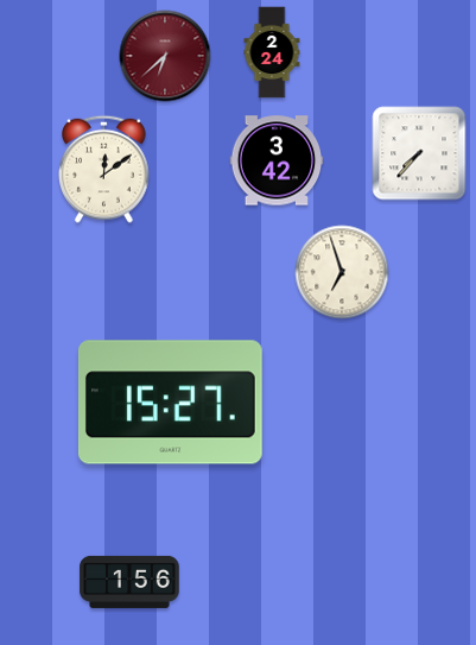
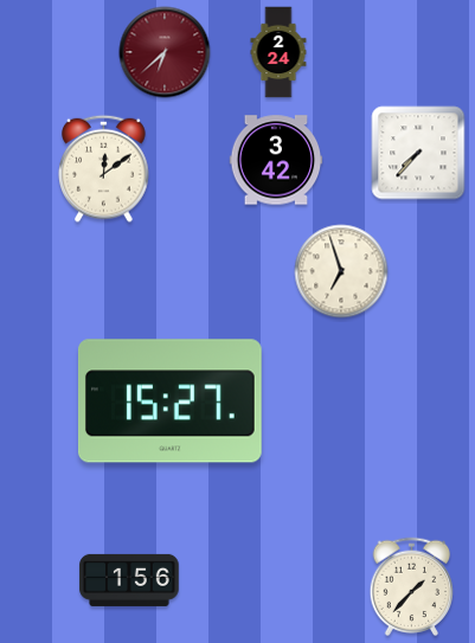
clock at (272, 52) position: (272, 52) -> (278, 52)
clock at (165, 56) position: (165, 56) -> (165, 52)
clock at (412, 587): none -> 1:37
